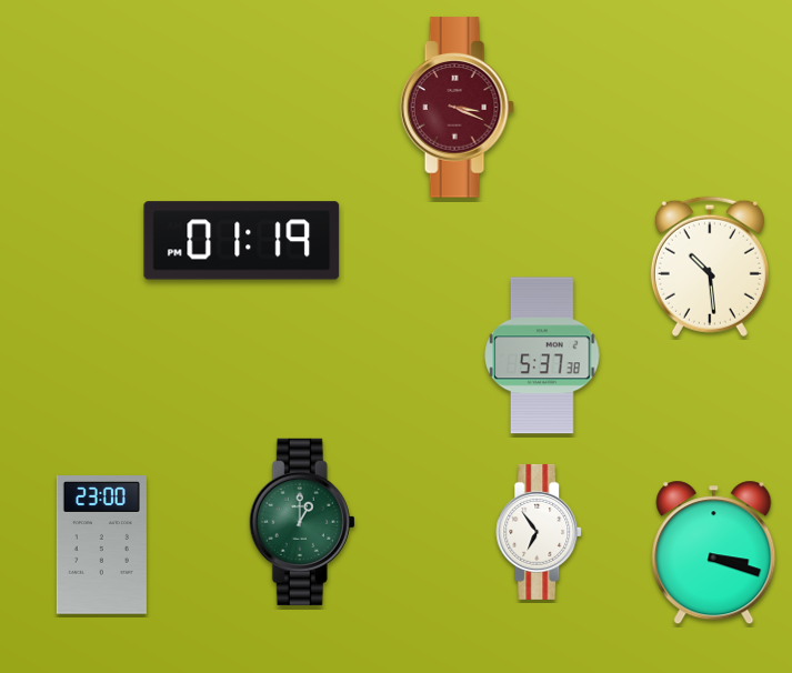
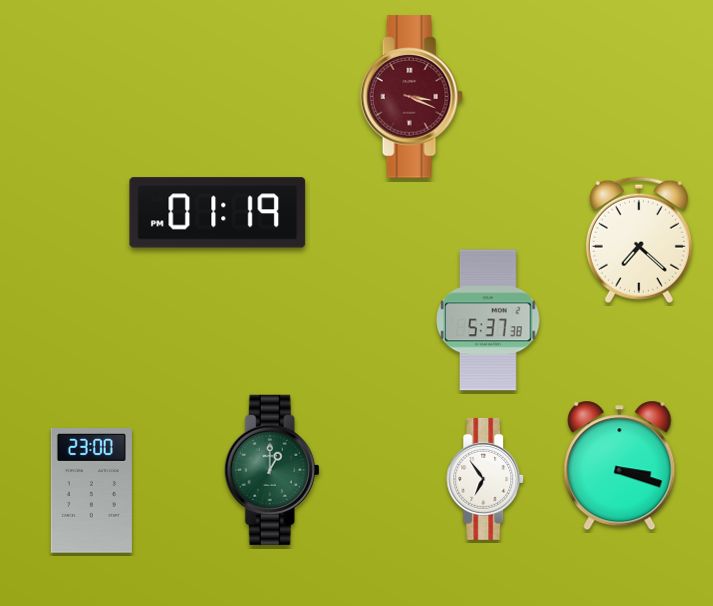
clock at (242, 241) position: (242, 241) -> (218, 213)
clock at (710, 267): 10:29 -> 7:22
clock at (714, 553) position: (714, 553) -> (620, 466)
